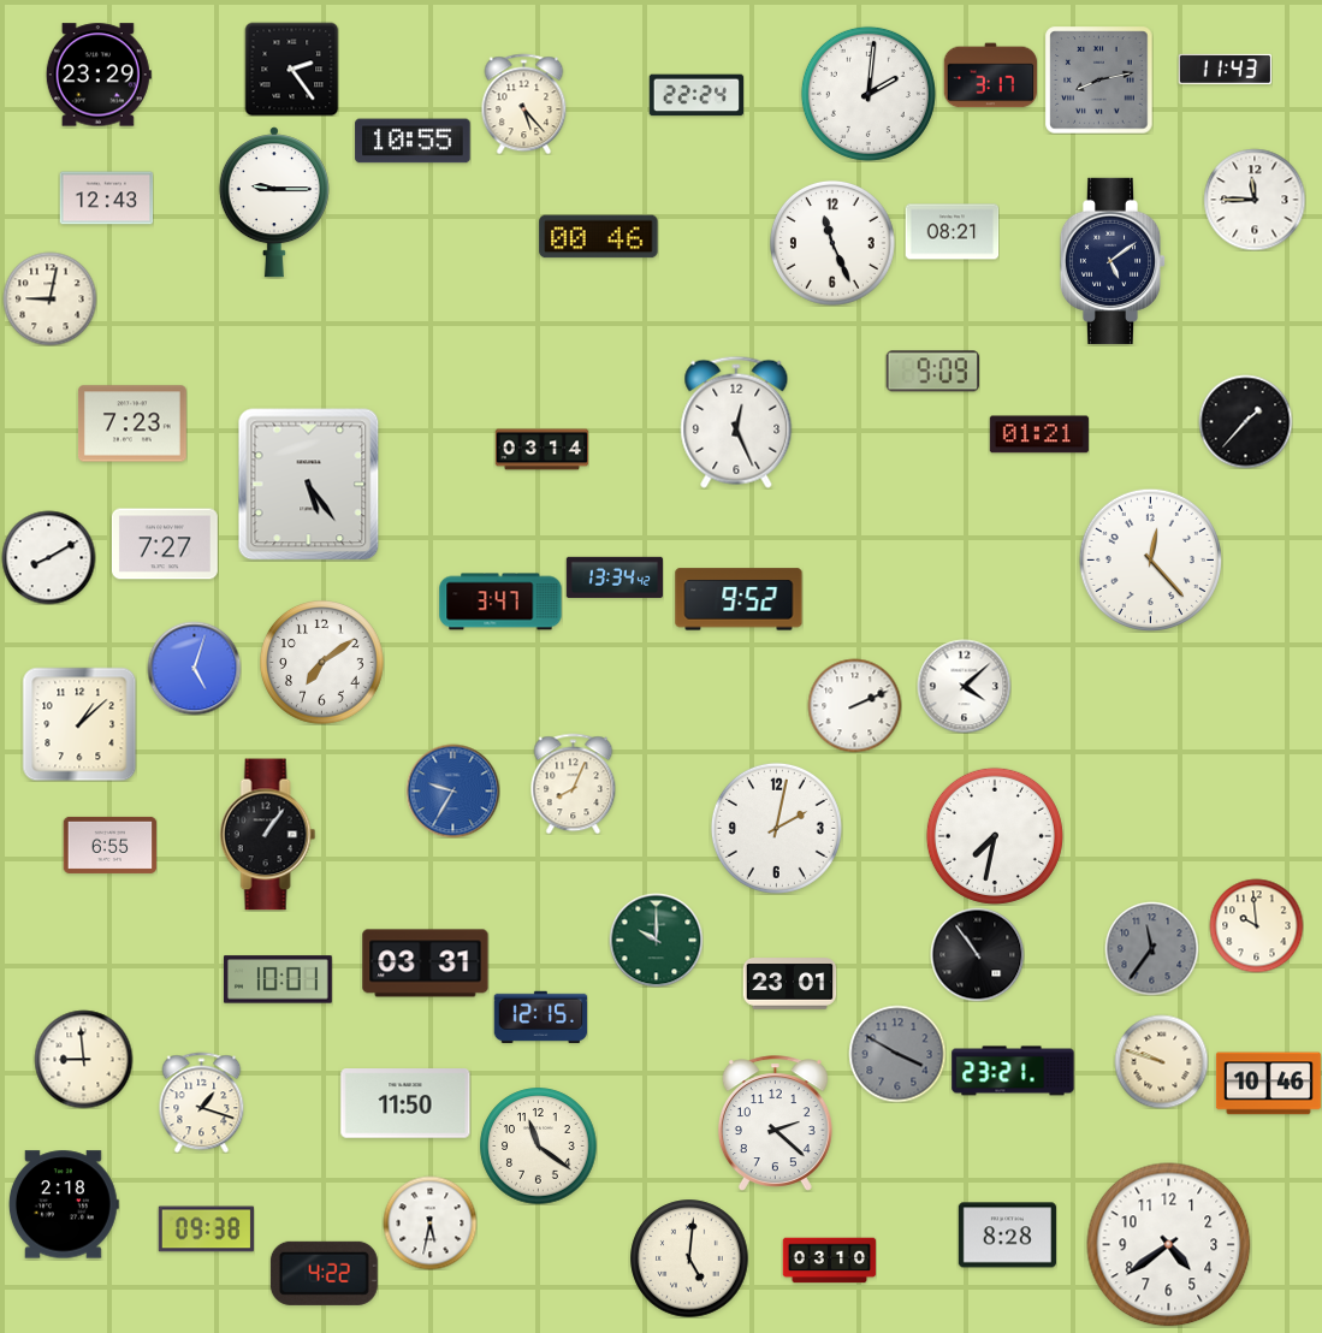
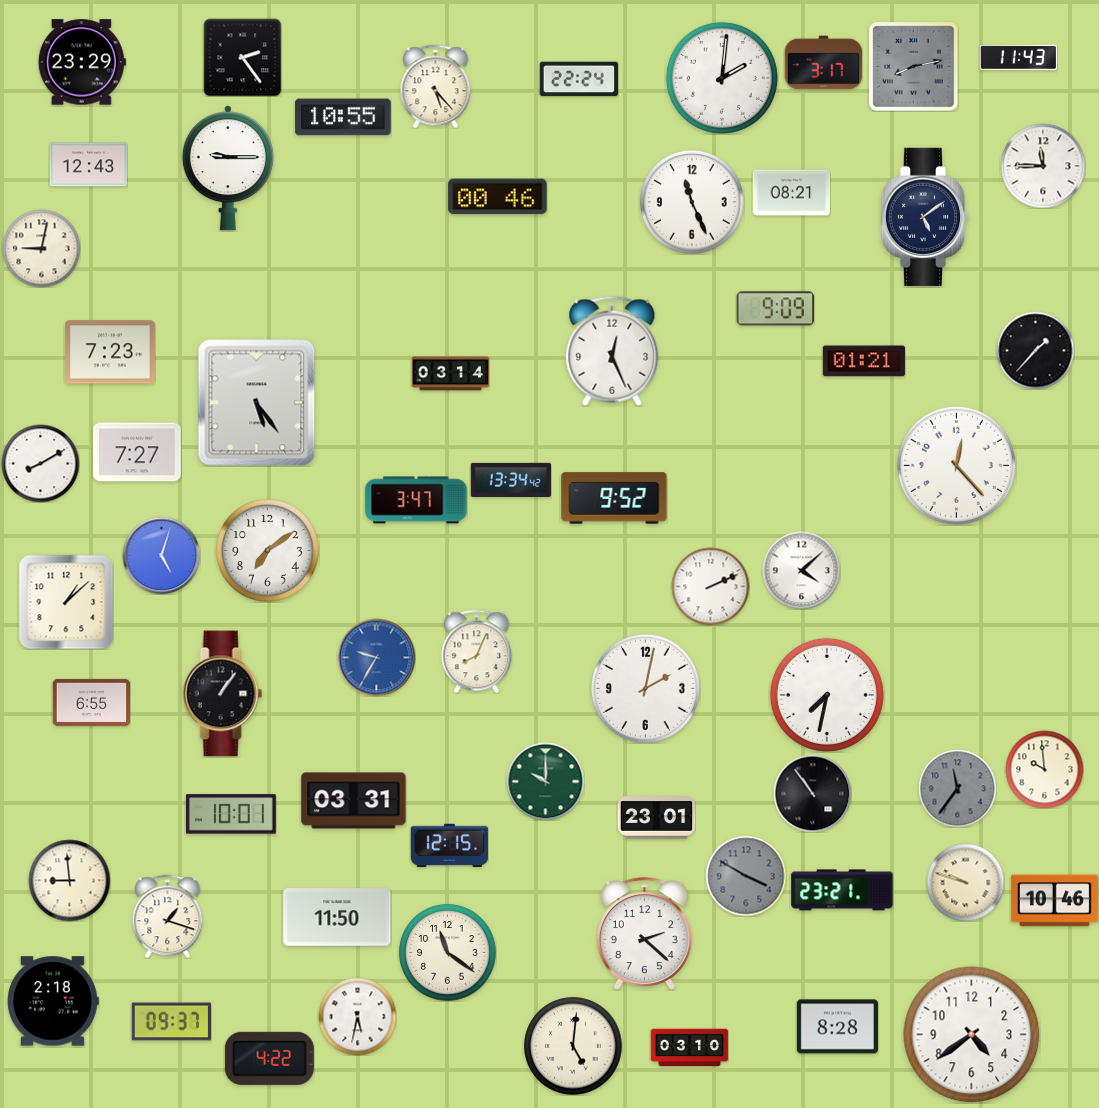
clock at (206, 1230): 09:38 -> 09:37
